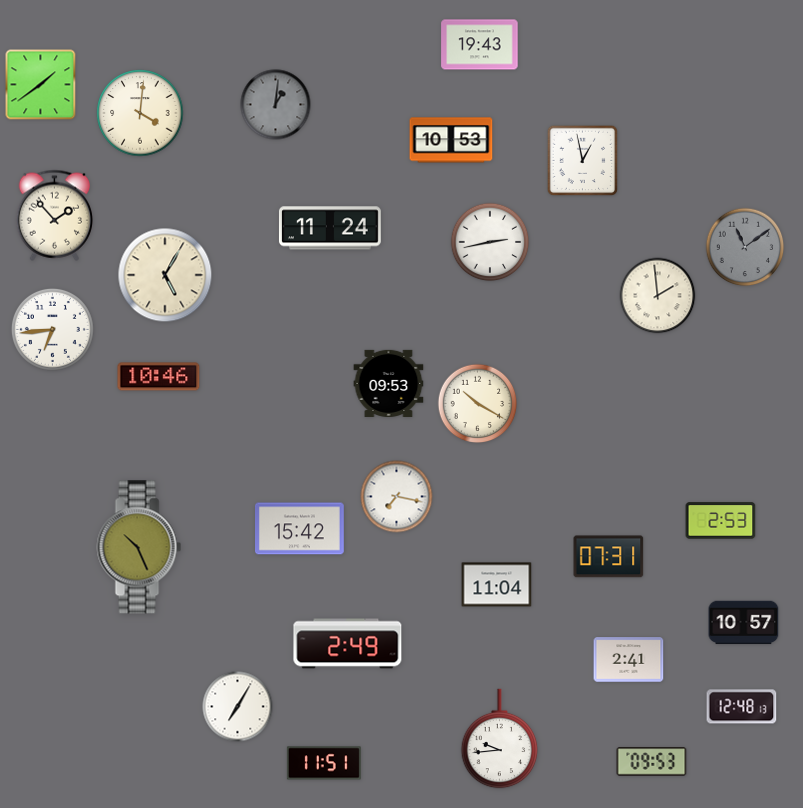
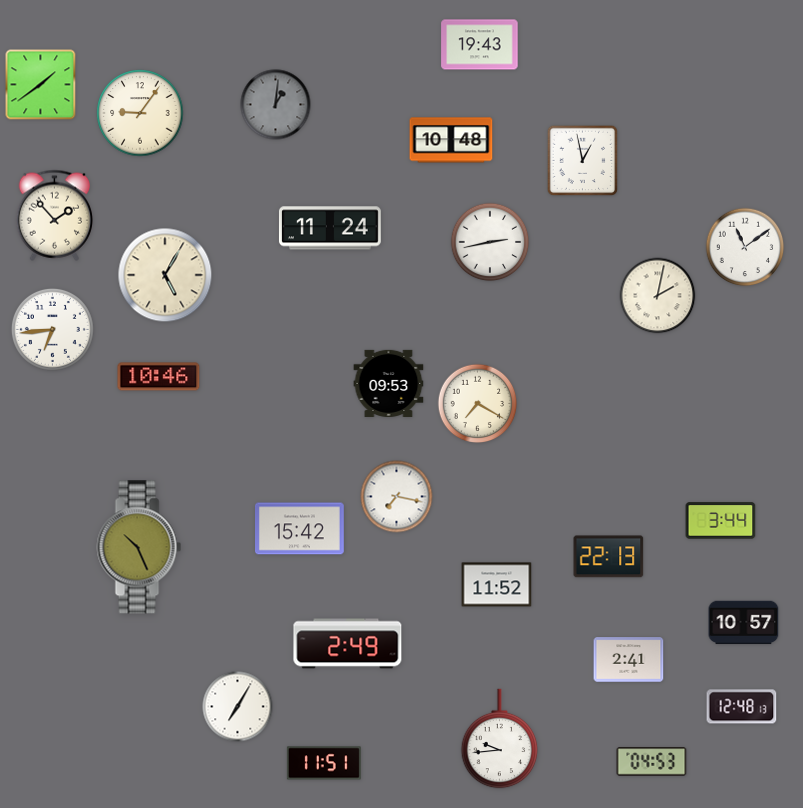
clock at (140, 113): 4:01 -> 9:06
clock at (451, 140): 10:53 -> 10:48
clock at (745, 247) dial: grey -> white
clock at (658, 296): 1:59 -> 2:02
clock at (478, 404): 10:20 -> 7:20
clock at (721, 521): 2:53 -> 3:44
clock at (609, 557): 07:31 -> 22:13
clock at (497, 585): 11:04 -> 11:52
clock at (652, 762): 09:53 -> 04:53
